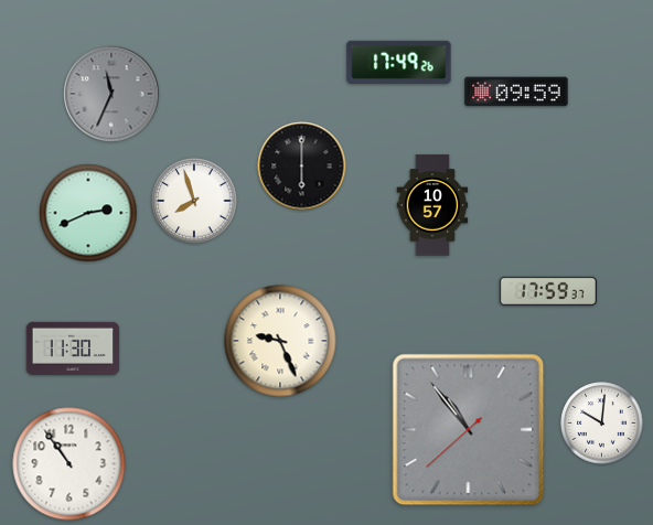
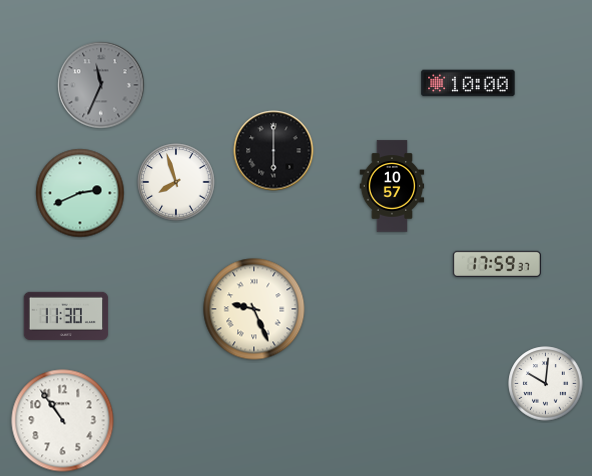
clock at (399, 62): 17:49 -> none
clock at (516, 92): 09:59 -> 10:00
clock at (469, 430): 10:53 -> none
